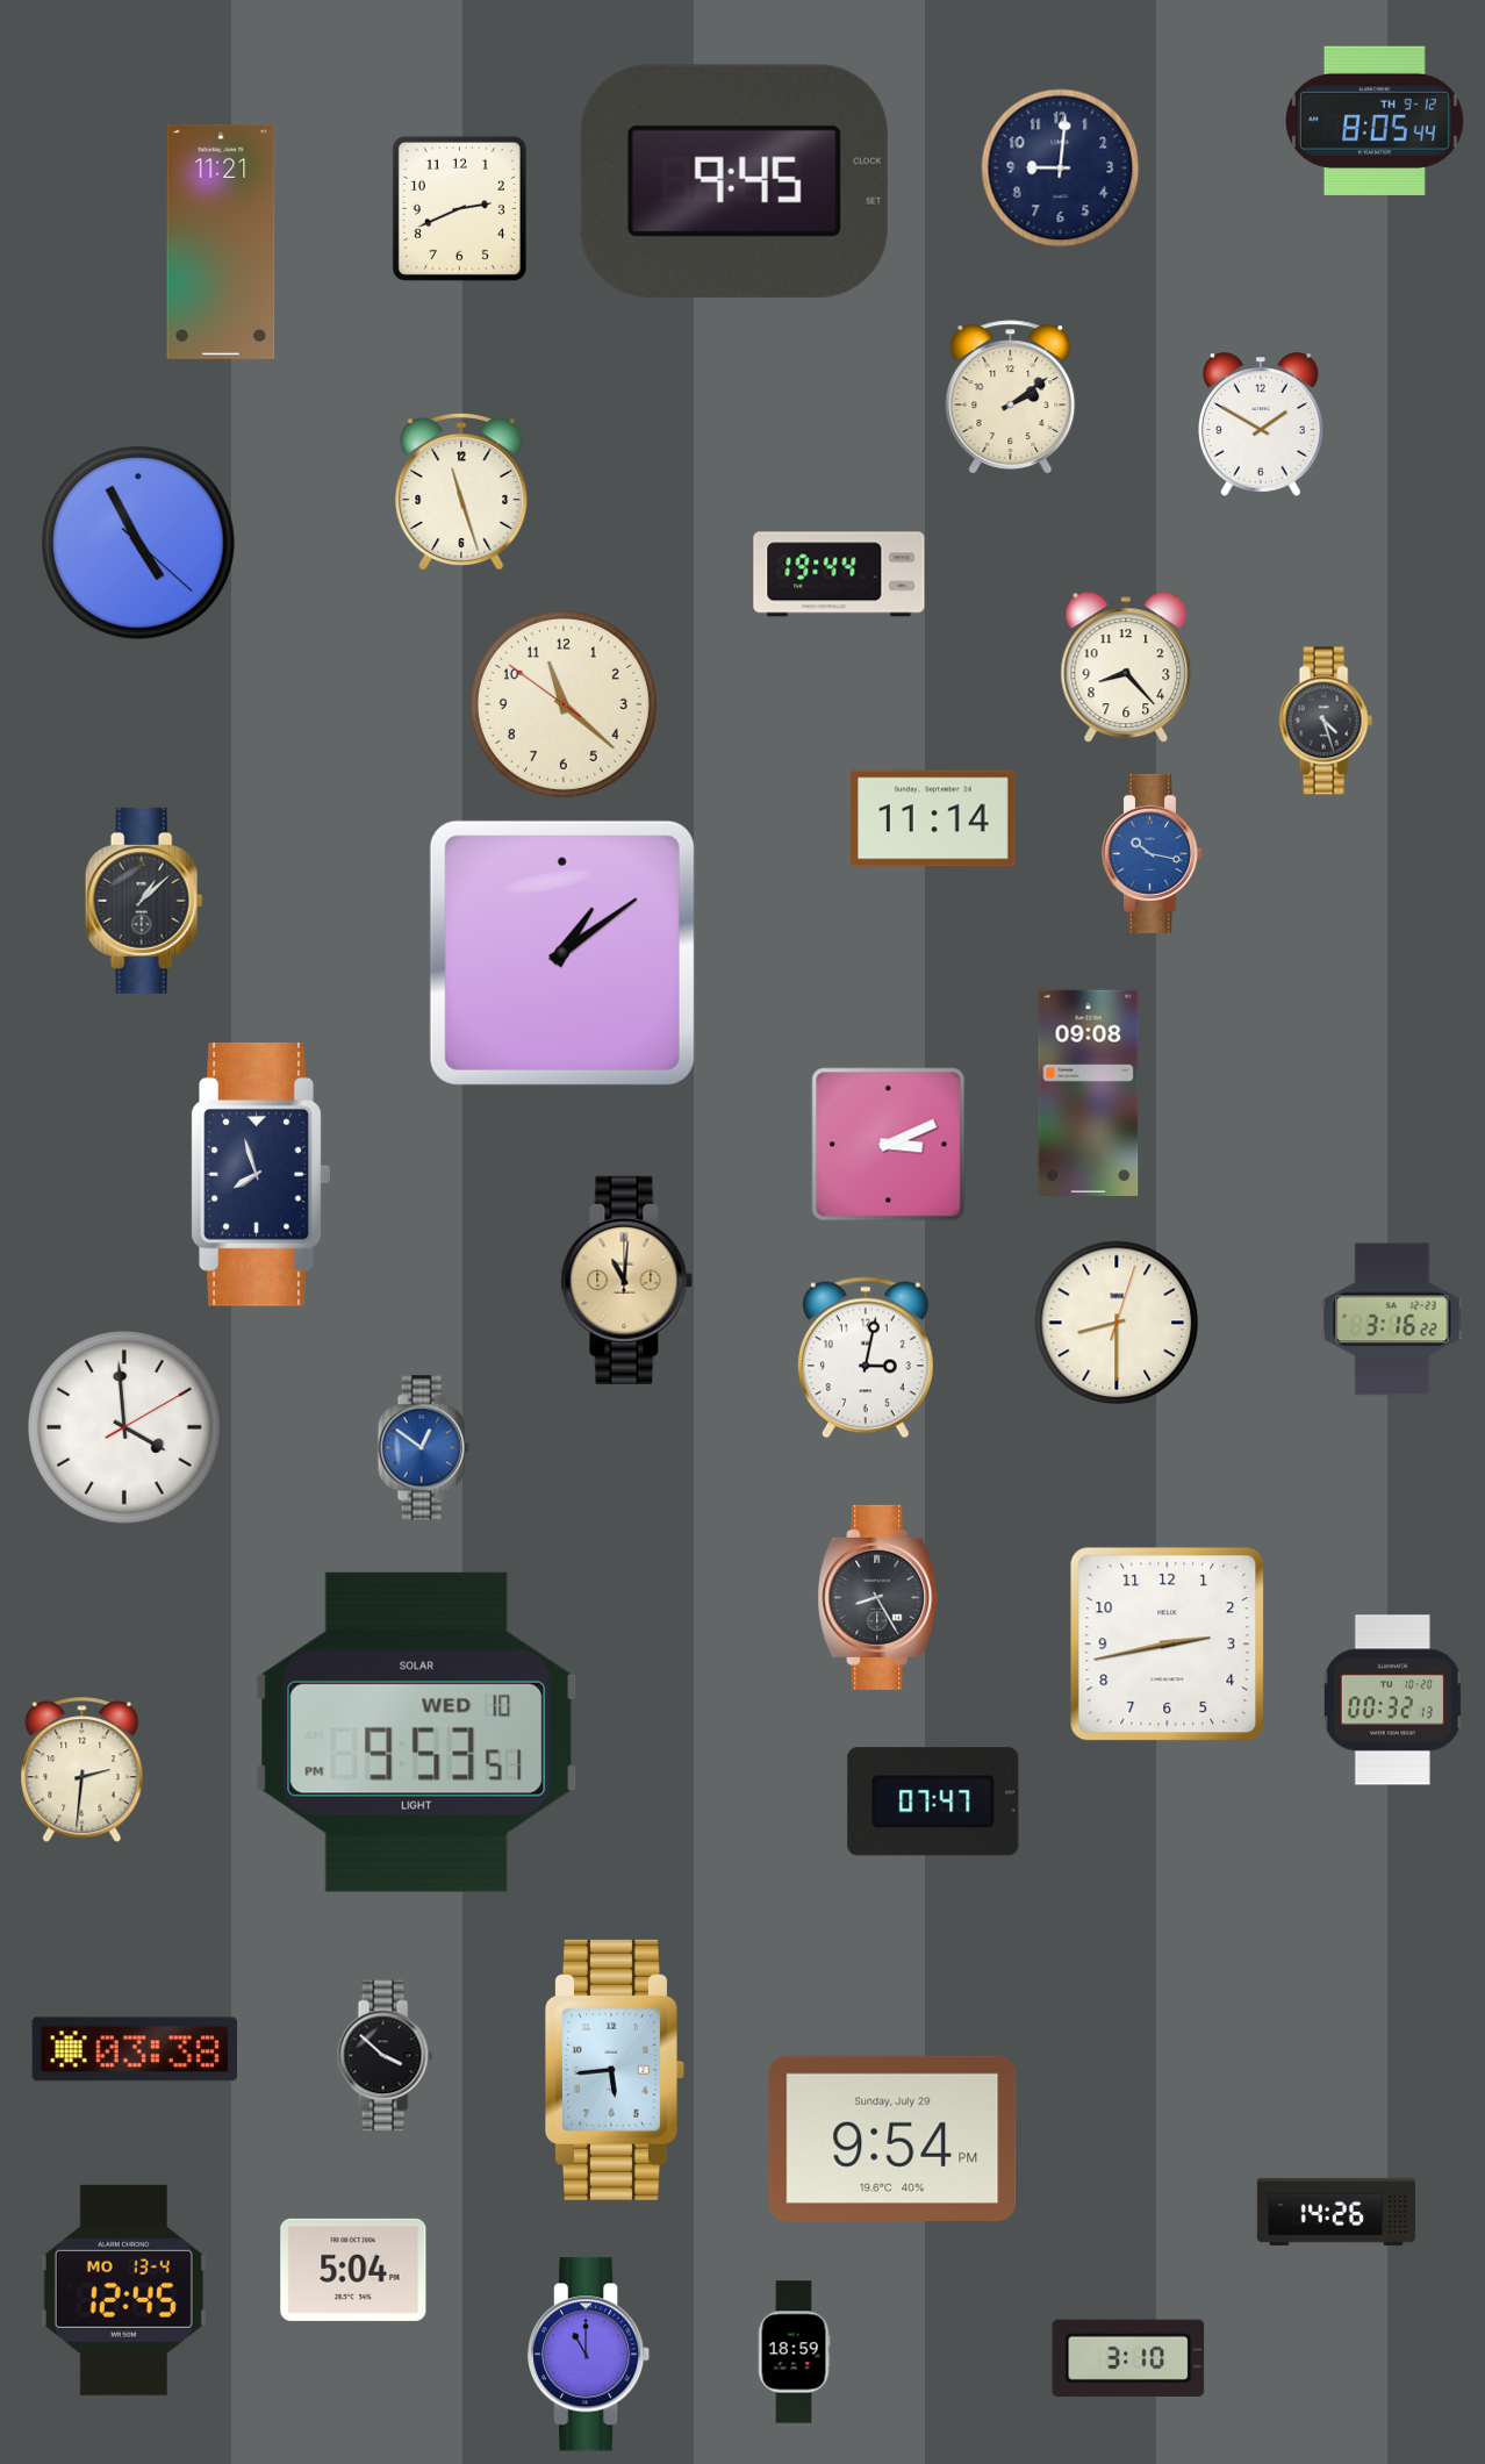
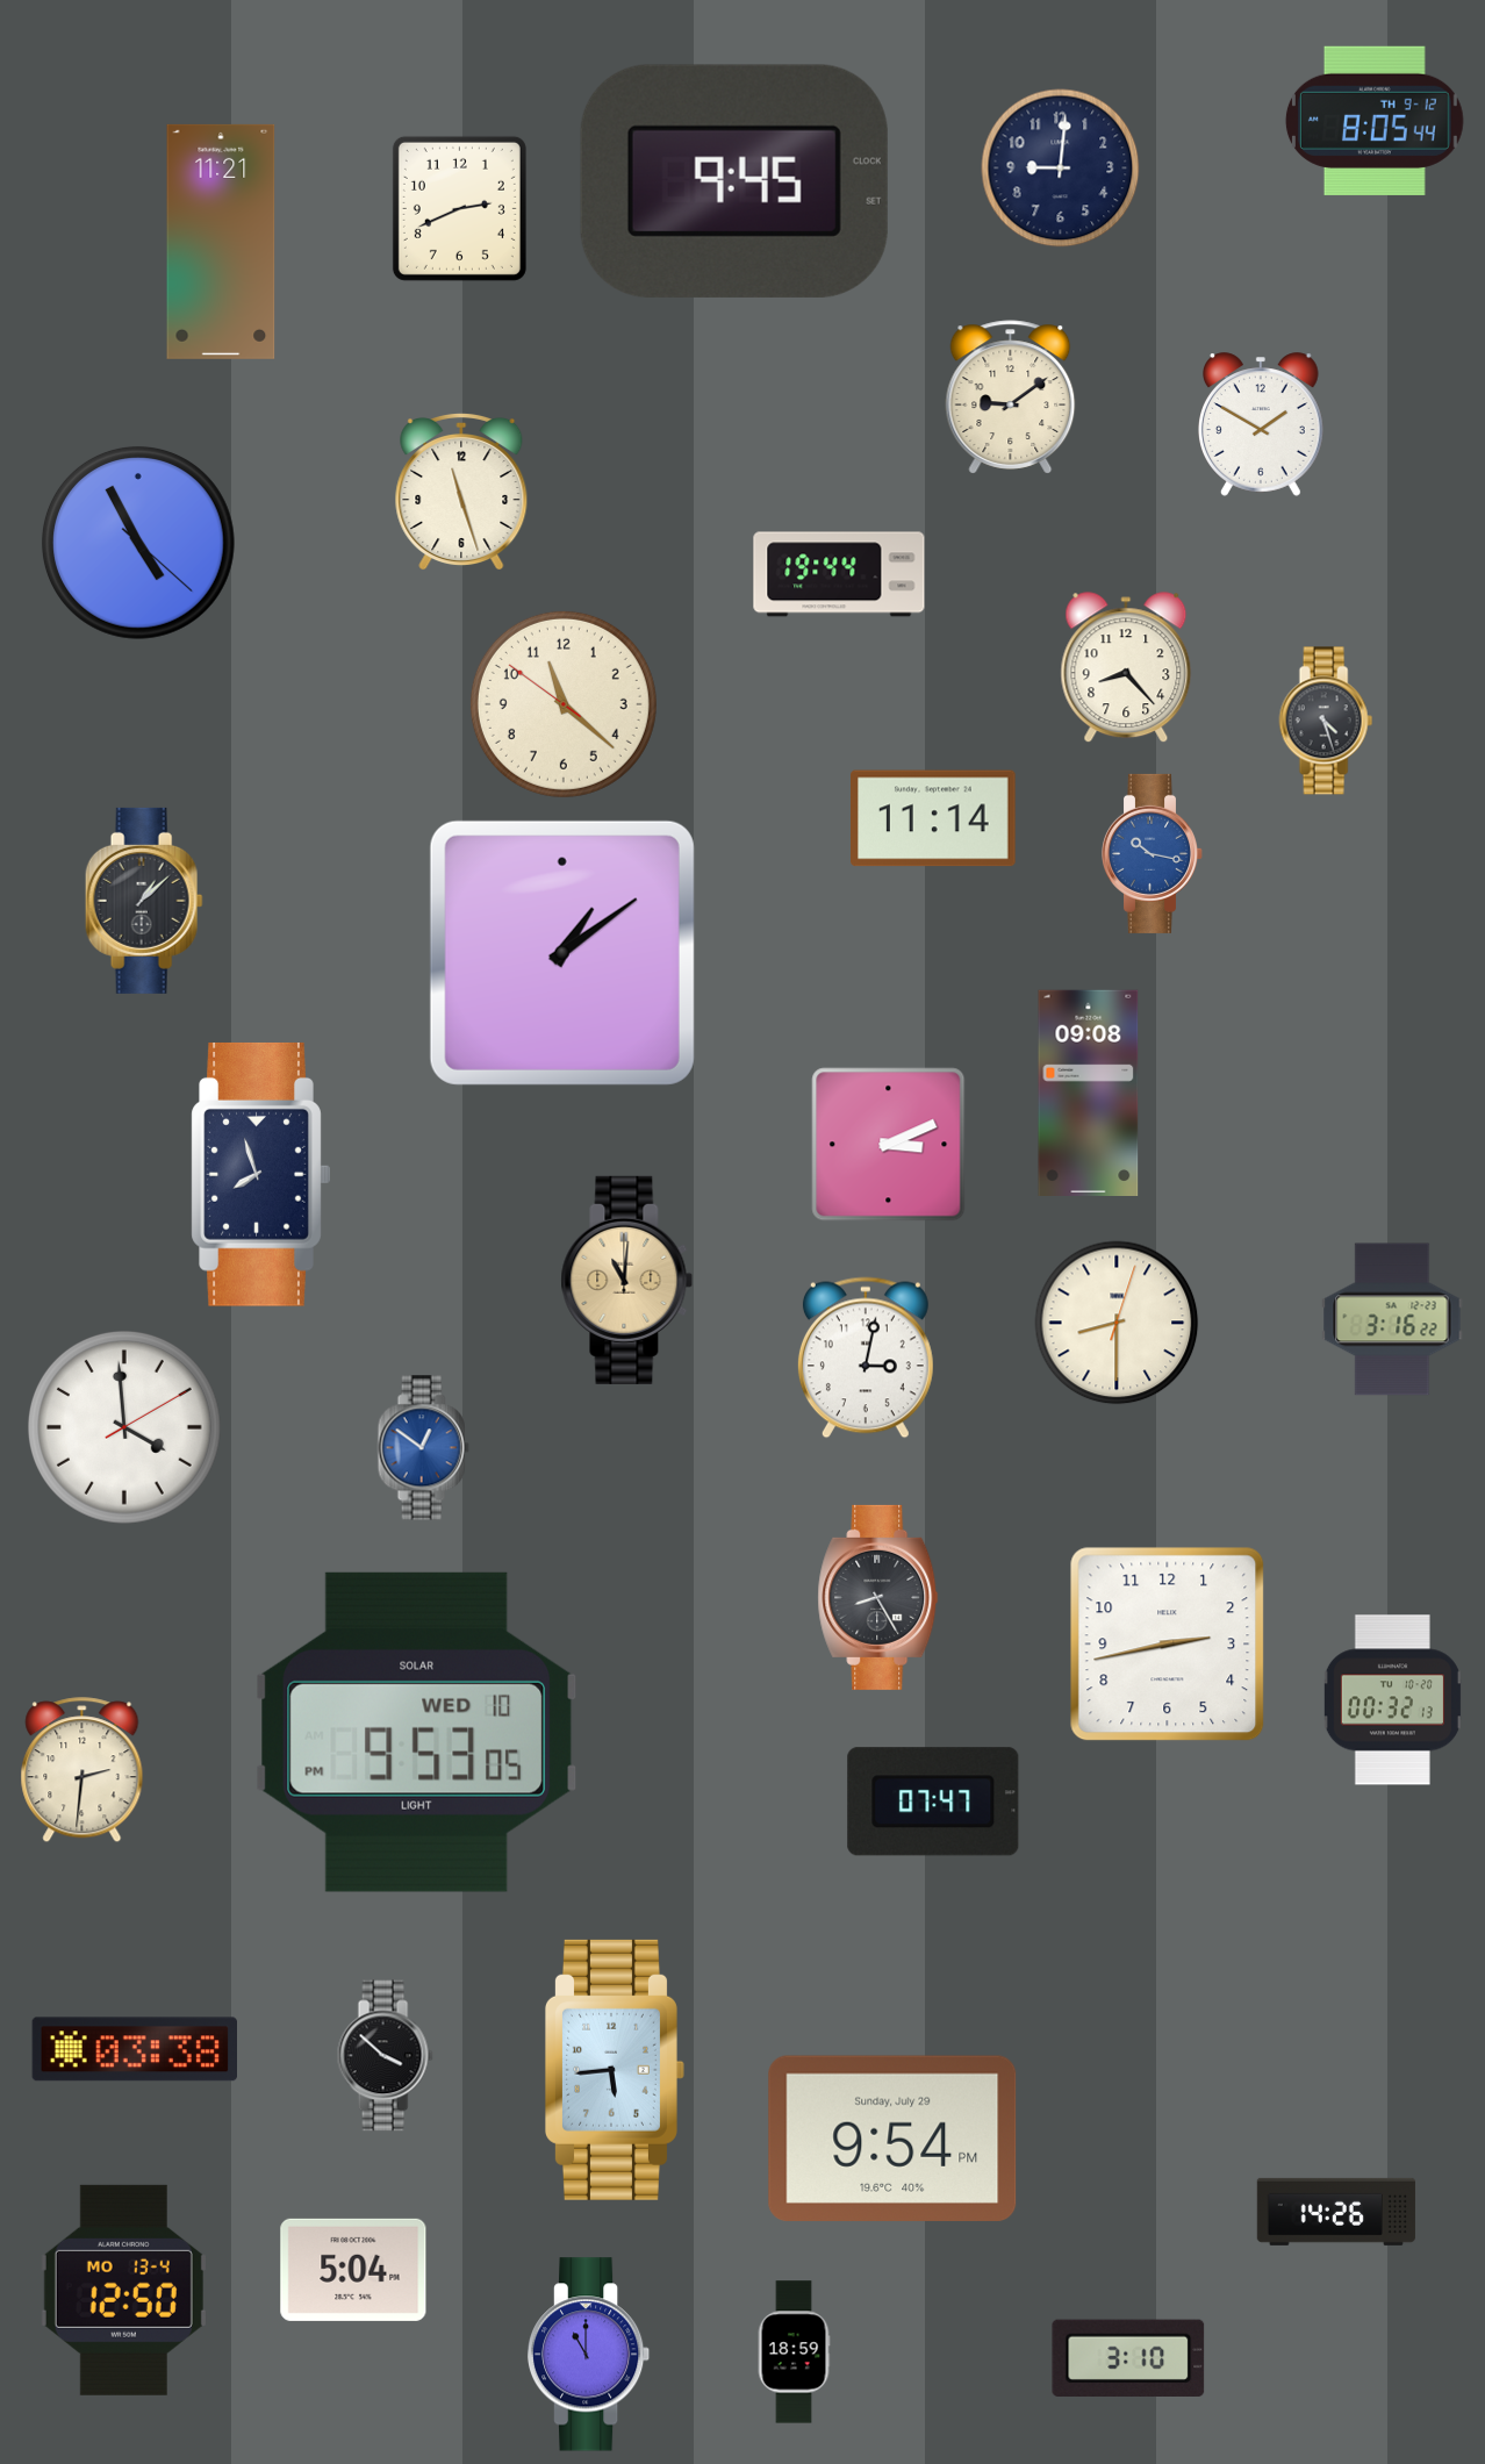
clock at (1011, 397): 2:09 -> 9:09
clock at (416, 1732): 9:53:51 PM -> 9:53:05 PM
clock at (123, 2290): 12:45 -> 12:50
